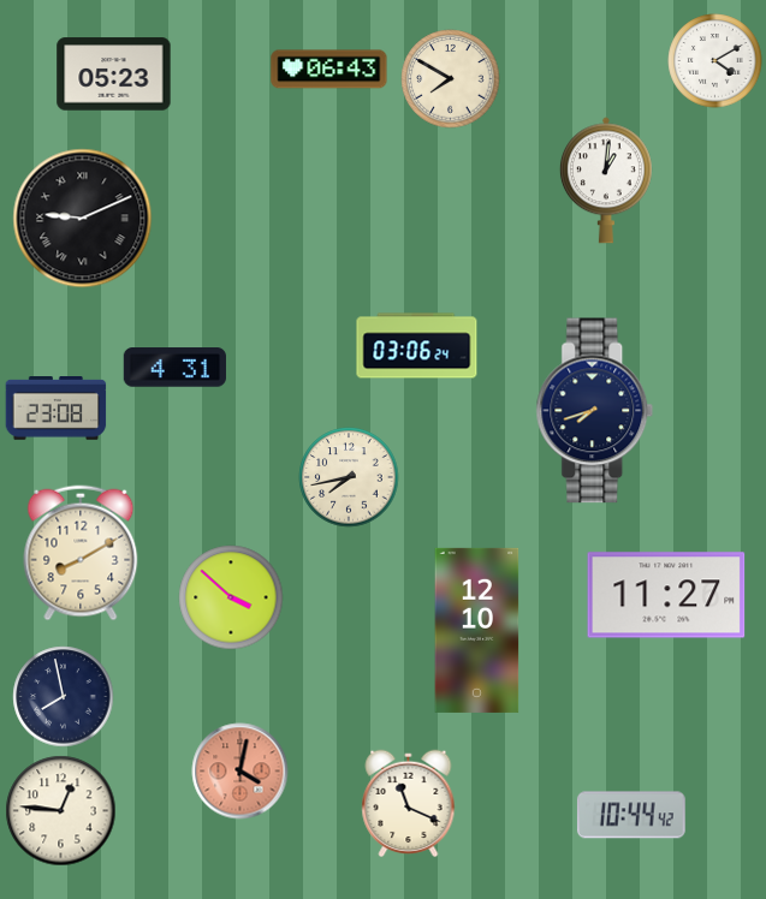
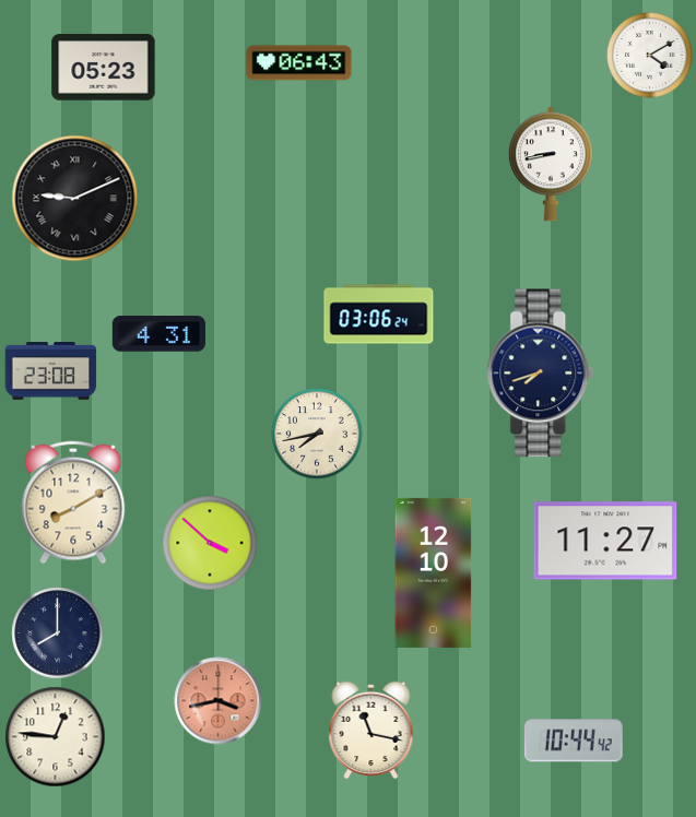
clock at (451, 79): 7:50 -> none
clock at (606, 180): 1:01 -> 8:43
clock at (64, 697): 7:58 -> 8:00
clock at (241, 772): 4:02 -> 3:43
clock at (409, 804): 11:19 -> 11:17
